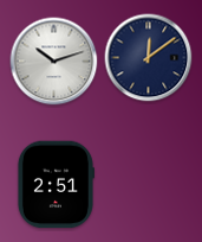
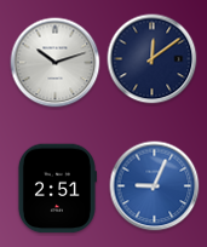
clock at (155, 186): none -> 9:04
